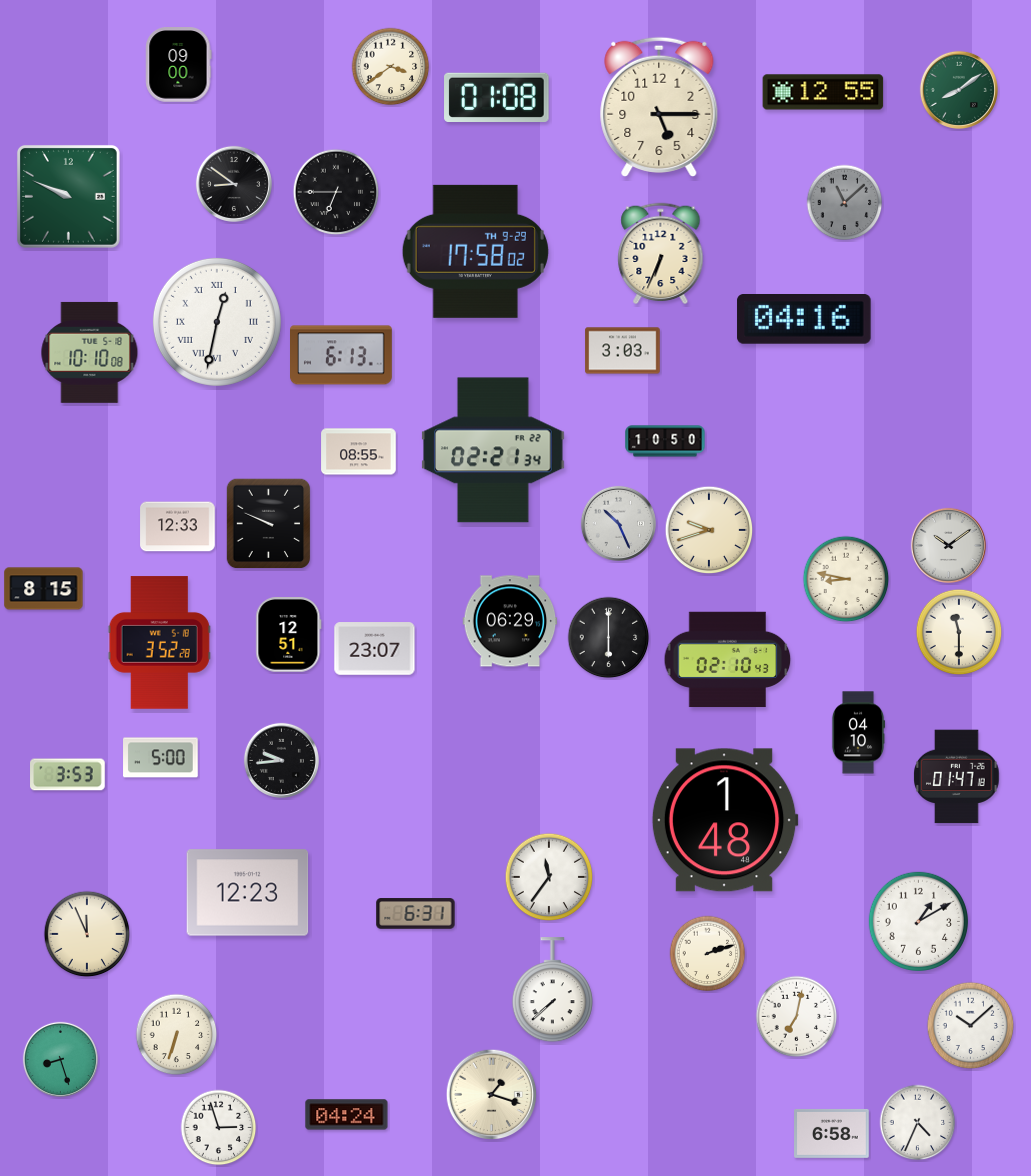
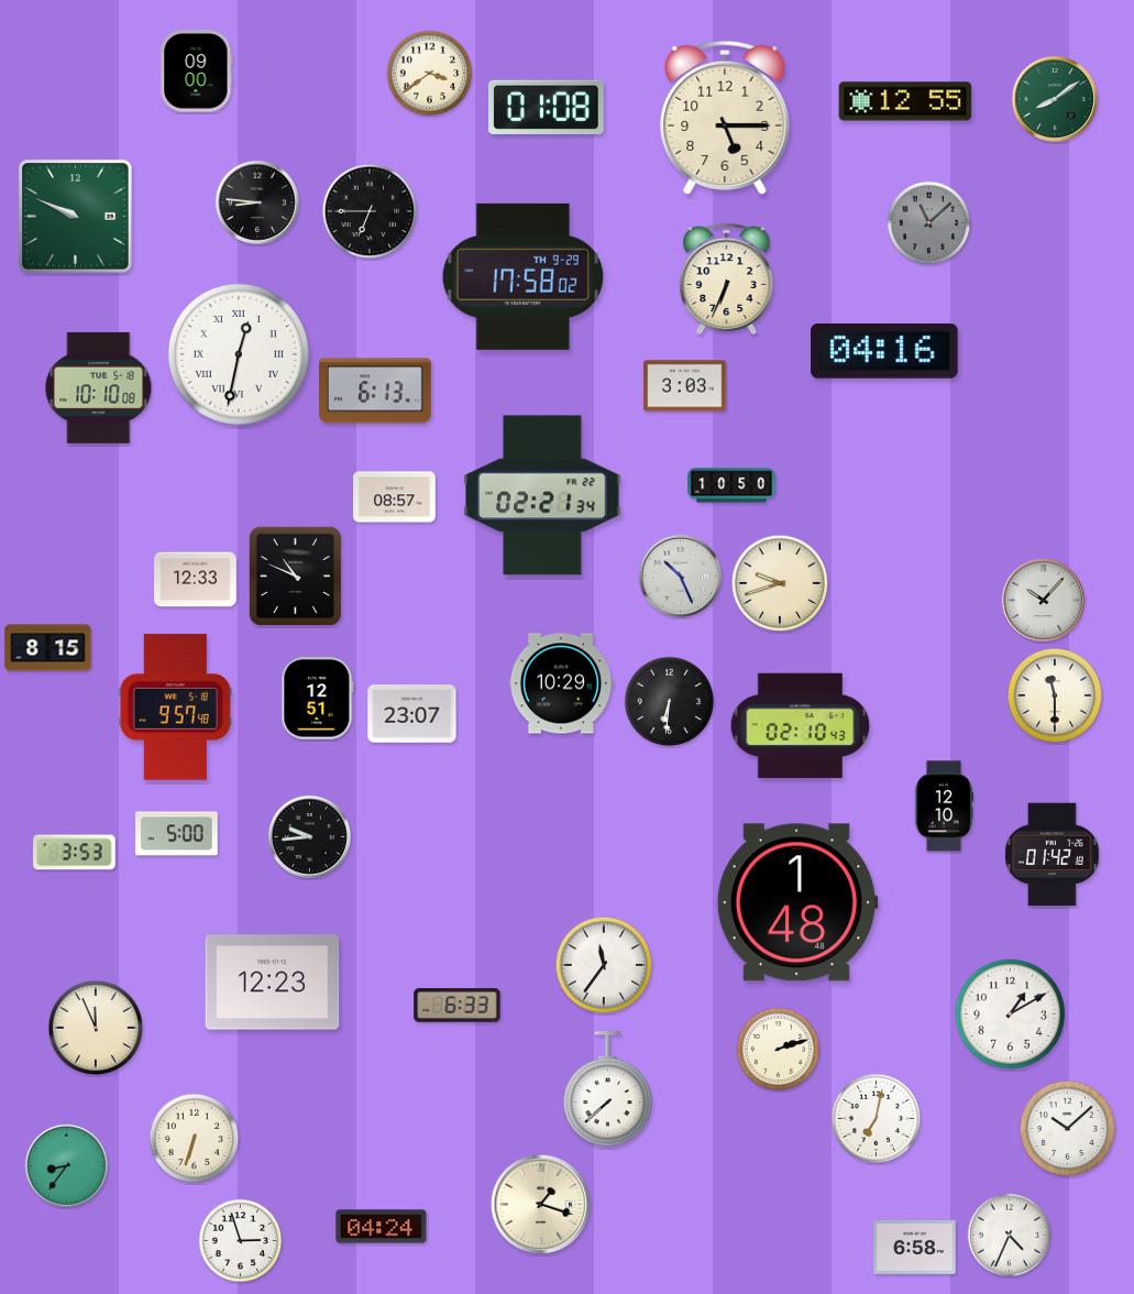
clock at (234, 184): 8:51 -> 8:46
clock at (359, 452): 08:55 -> 08:57
clock at (269, 524): 9:49 -> 10:49
clock at (948, 545): 10:09 -> 10:07
clock at (846, 579): 8:47 -> none
clock at (510, 621): 06:29 -> 10:29
clock at (609, 638): 6:00 -> 6:31
clock at (159, 643): 3:52 -> 9:57
clock at (858, 733): 04:10 -> 12:10
clock at (957, 777): 01:47 -> 01:42
clock at (416, 914): 6:31 -> 6:33
clock at (60, 1059): 8:27 -> 8:36
